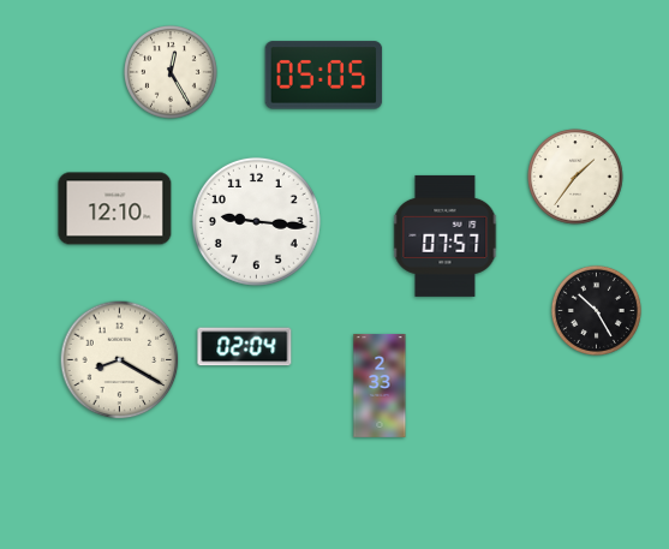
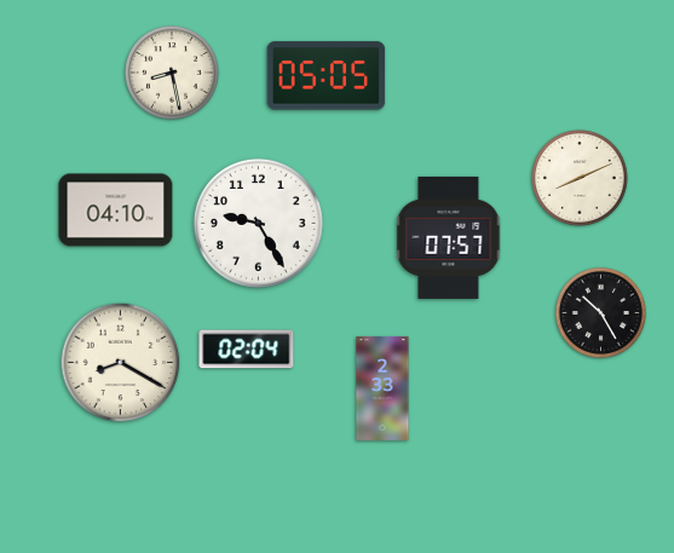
clock at (172, 73): 12:25 -> 8:28
clock at (575, 177): 1:36 -> 8:11
clock at (115, 209): 12:10 -> 04:10
clock at (256, 221): 9:16 -> 9:25
